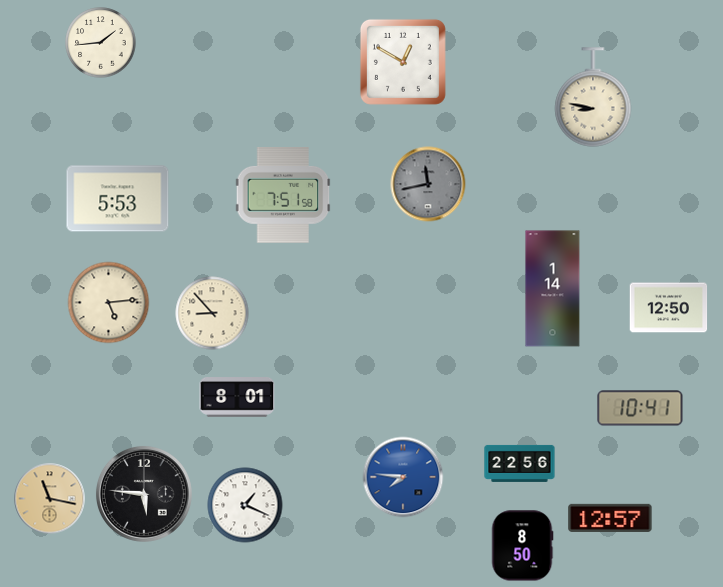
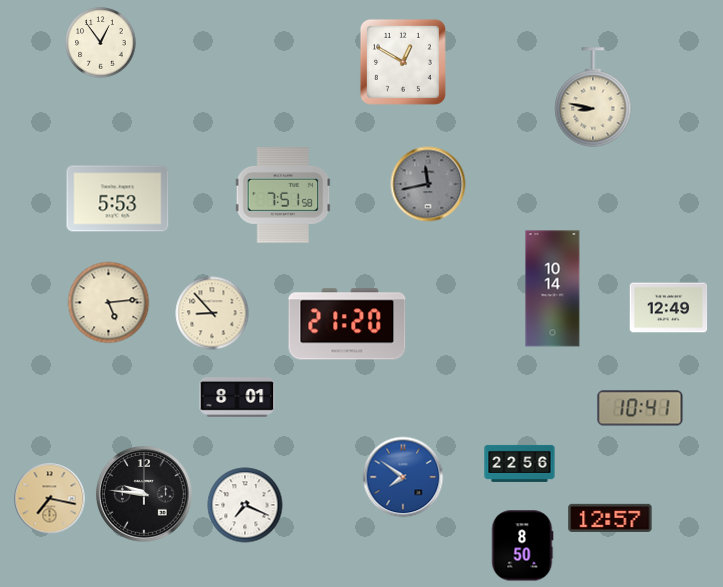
clock at (101, 43): 1:44 -> 12:54
clock at (553, 289): 1:14 -> 10:14
clock at (669, 308): 12:50 -> 12:49
clock at (347, 324): none -> 21:20
clock at (403, 477): 7:46 -> 7:51
clock at (144, 494): 5:46 -> 9:46
clock at (50, 499): 11:17 -> 7:17
clock at (245, 505): 1:19 -> 7:19
